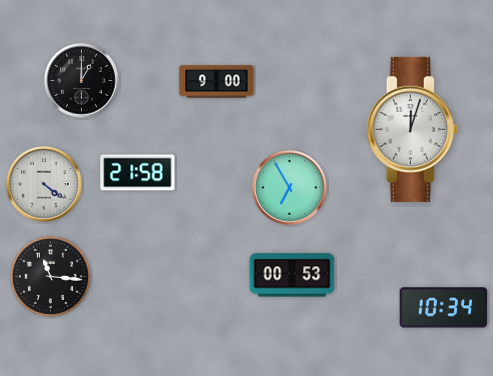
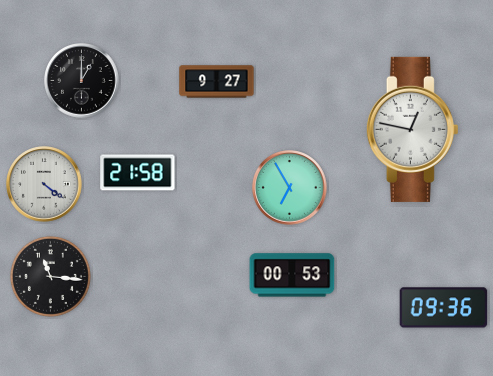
clock at (217, 82): 9:00 -> 9:27
clock at (412, 129): 12:03 -> 12:47
clock at (444, 308): 10:34 -> 09:36
